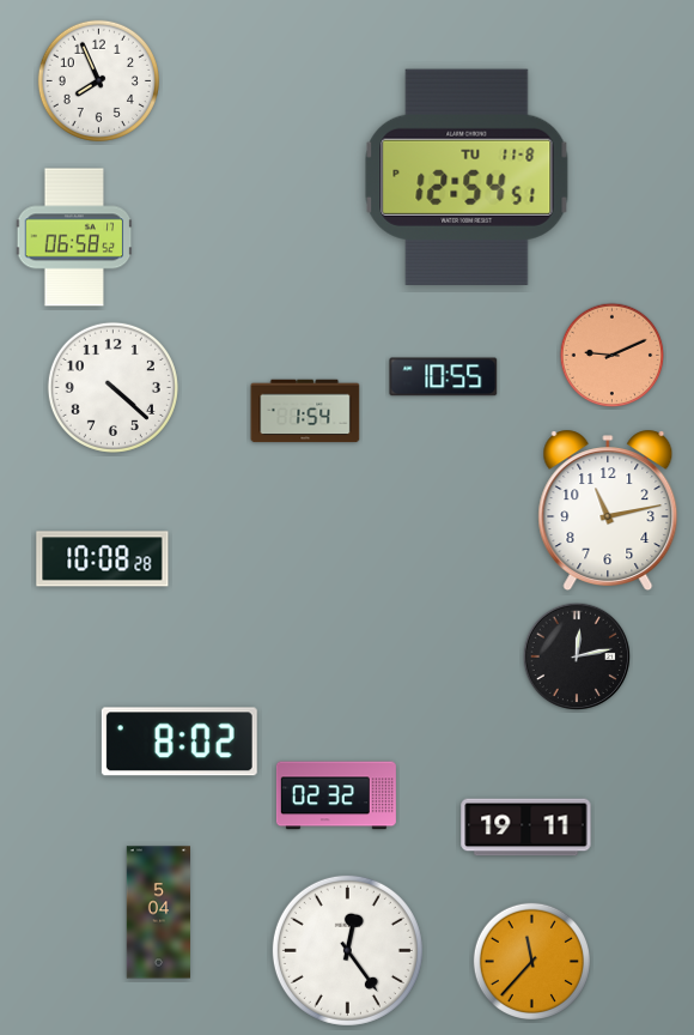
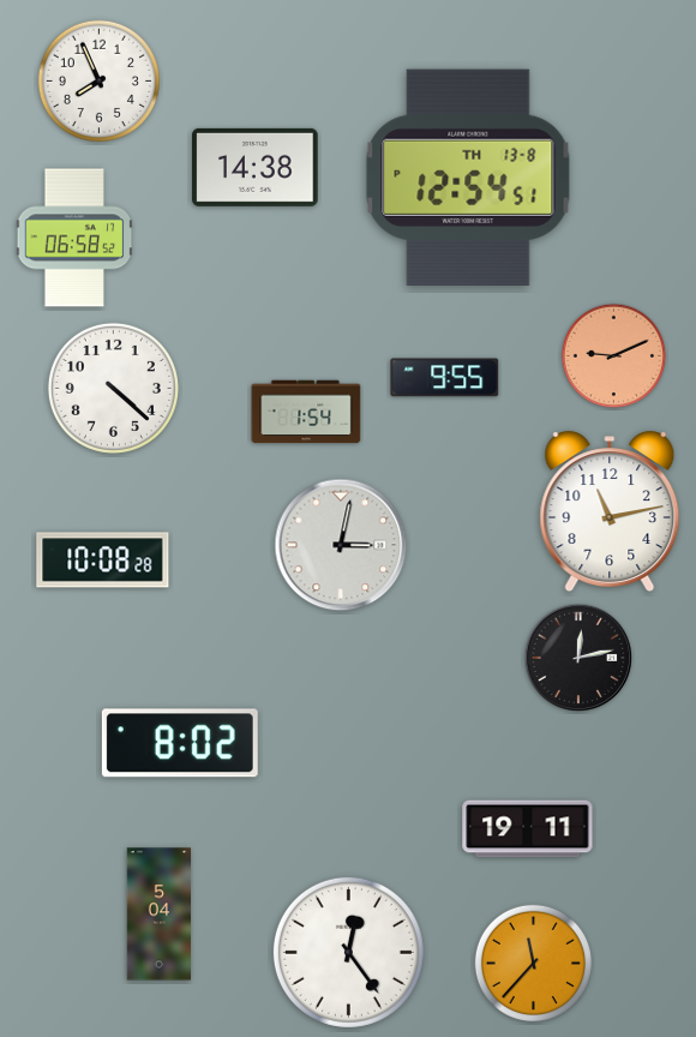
clock at (256, 167): none -> 14:38
clock at (467, 177) date: TU 11-8 -> TH 13-8
clock at (444, 377): 10:55 -> 9:55
clock at (341, 545): none -> 3:02
clock at (336, 795): 02:32 -> none
